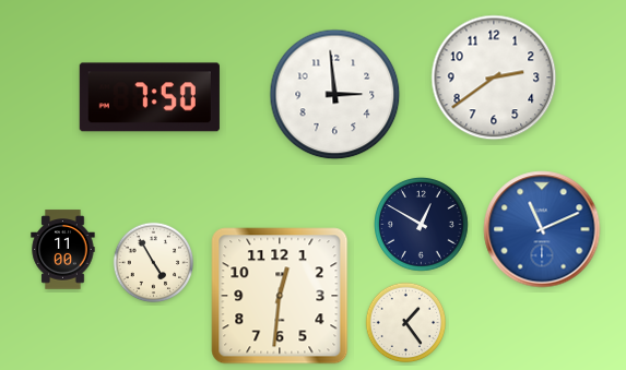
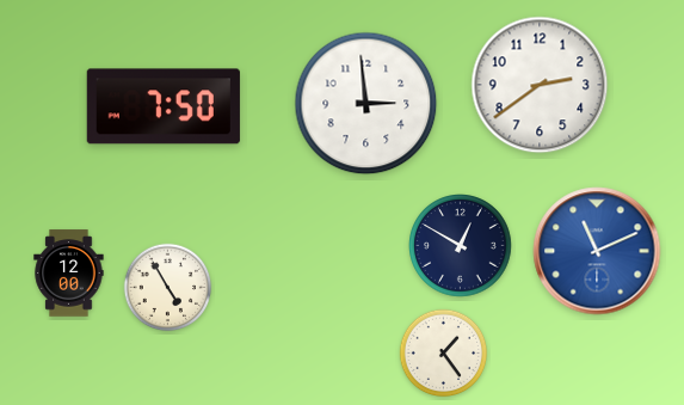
clock at (542, 229) position: (542, 229) -> (597, 251)
clock at (63, 250): 11:00 -> 12:00
clock at (280, 296): 12:31 -> none
